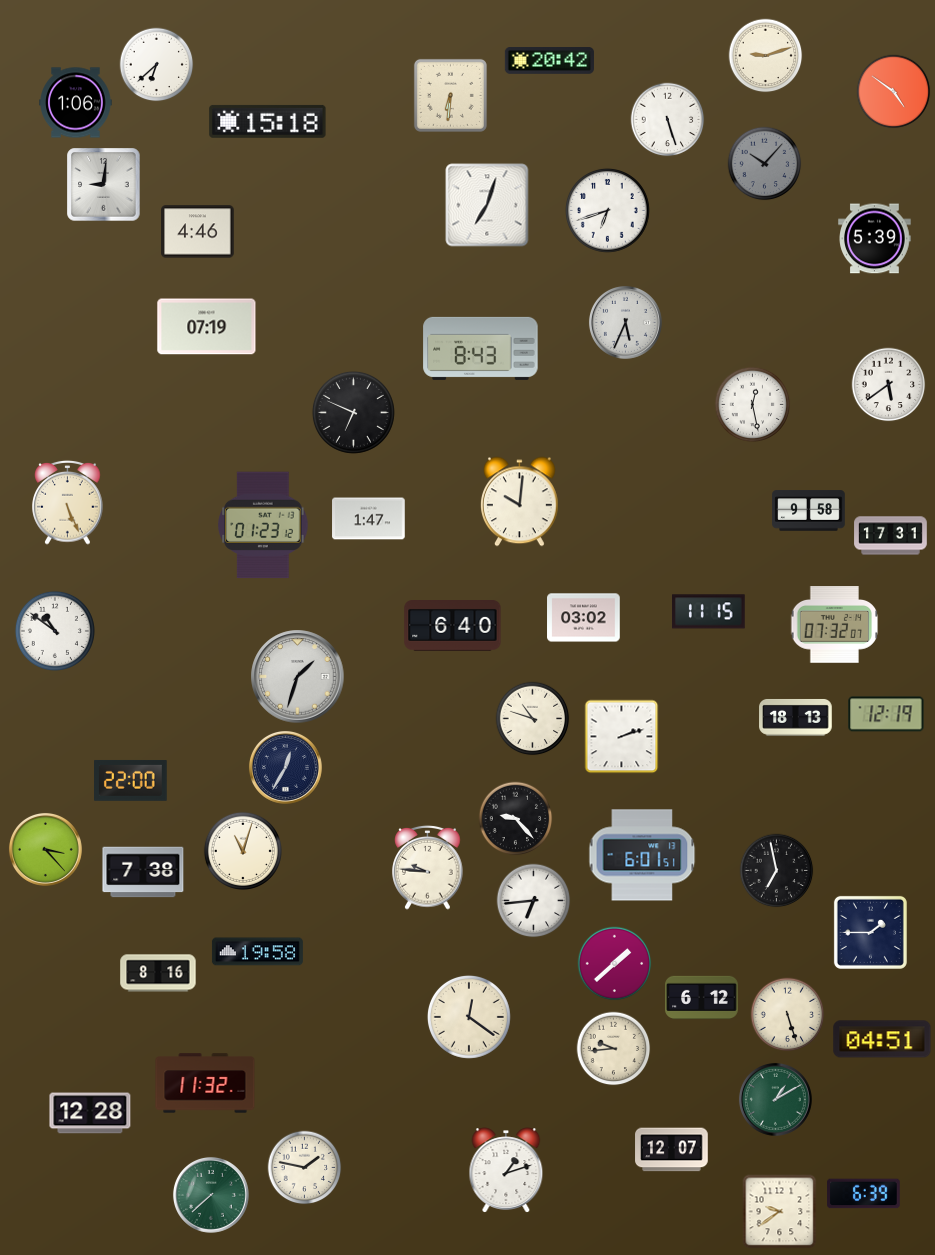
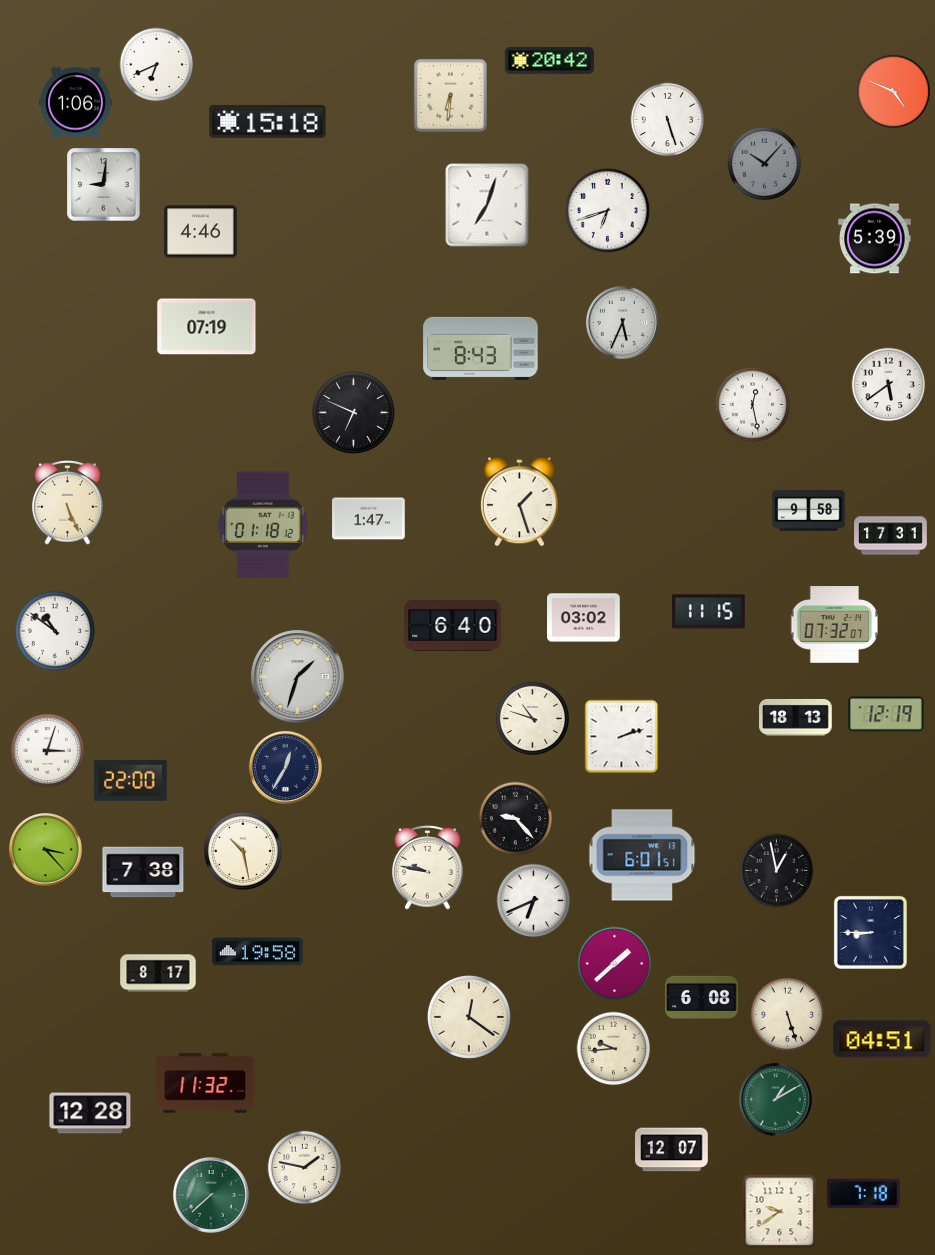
clock at (766, 56): 9:12 -> none
clock at (157, 65): 6:38 -> 6:41
clock at (894, 92): 4:51 -> 4:49
clock at (198, 232) position: (198, 232) -> (201, 232)
clock at (625, 322) position: (625, 322) -> (622, 322)
clock at (520, 502): 10:01 -> 1:27
clock at (263, 525): 01:23 -> 01:18
clock at (48, 751): none -> 3:03
clock at (243, 851): 11:03 -> 10:28
clock at (428, 868): 9:46 -> 9:47
clock at (777, 871): 6:58 -> 12:58
clock at (534, 901): 6:44 -> 6:41
clock at (870, 932): 1:45 -> 8:45
clock at (158, 973): 8:16 -> 8:17
clock at (702, 998): 6:12 -> 6:08
clock at (506, 1170): 1:12 -> none
clock at (864, 1194): 6:39 -> 7:18
